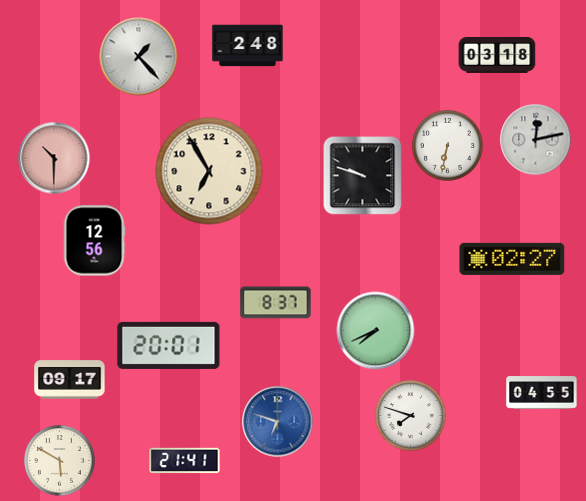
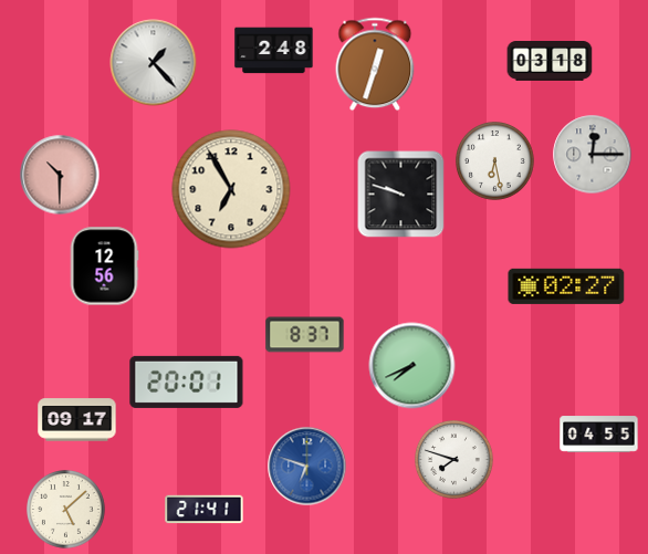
clock at (375, 64): none -> 12:33
clock at (536, 140): 12:13 -> 12:15
clock at (448, 146): 6:32 -> 6:28
clock at (376, 331) position: (376, 331) -> (412, 366)
clock at (60, 461): 5:50 -> 5:08
